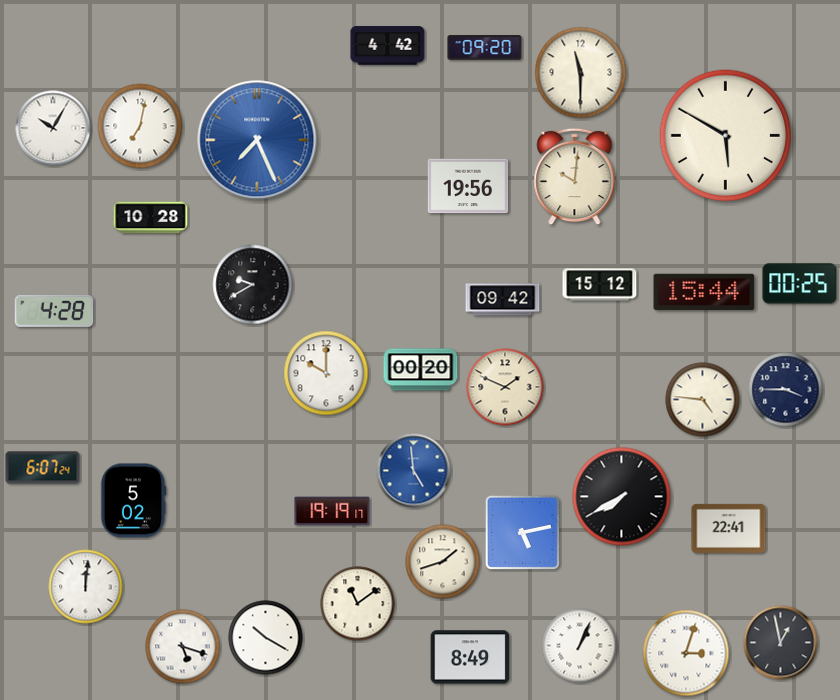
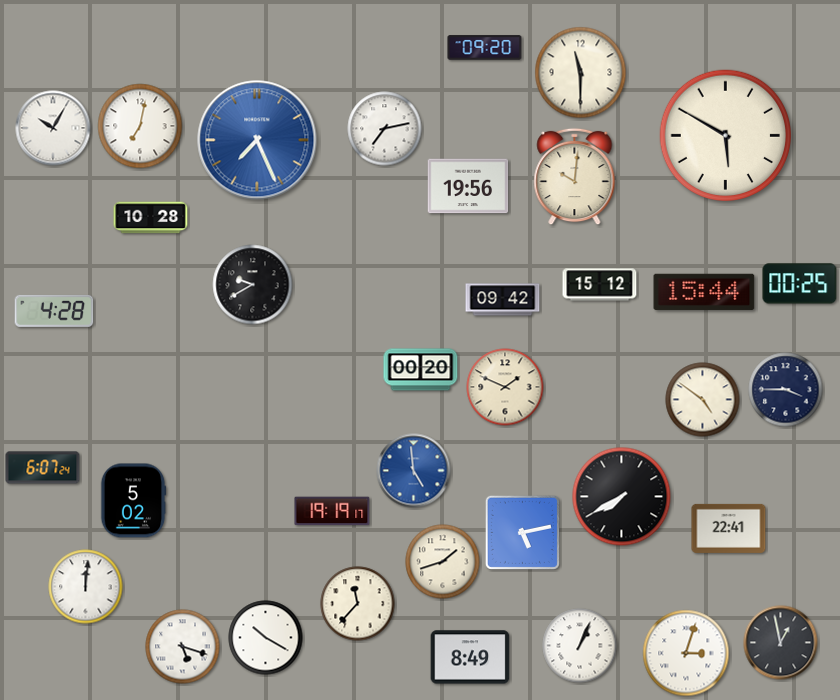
clock at (388, 46): 4:42 -> none
clock at (385, 129): none -> 7:13
clock at (326, 373): 10:00 -> none
clock at (703, 400): 4:46 -> 4:51
clock at (358, 604): 11:09 -> 11:37
